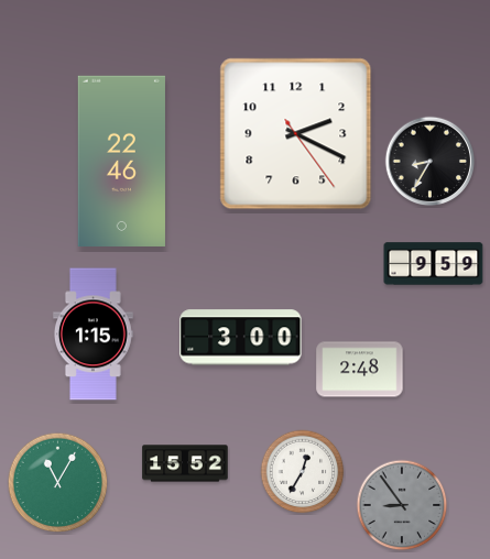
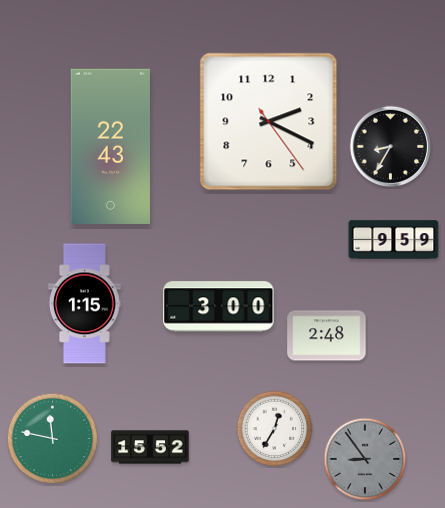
clock at (121, 161): 22:46 -> 22:43
clock at (185, 463) position: (185, 463) -> (150, 447)
clock at (58, 483): 11:05 -> 11:47
